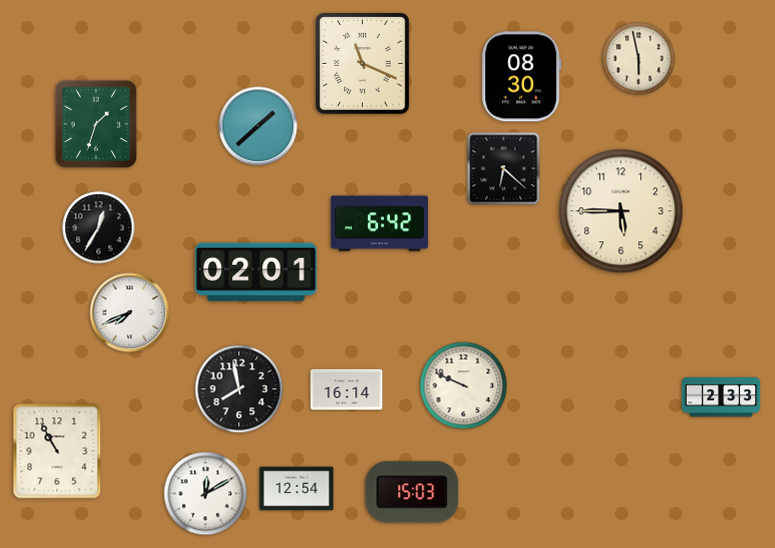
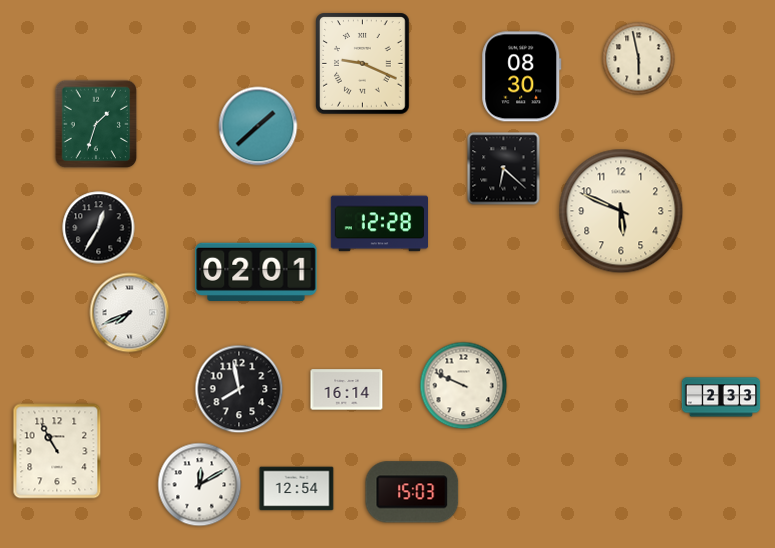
clock at (363, 64): 11:19 -> 9:19
clock at (621, 211): 5:45 -> 5:49
clock at (379, 224): 6:42 -> 12:28
clock at (206, 494) position: (206, 494) -> (200, 485)
